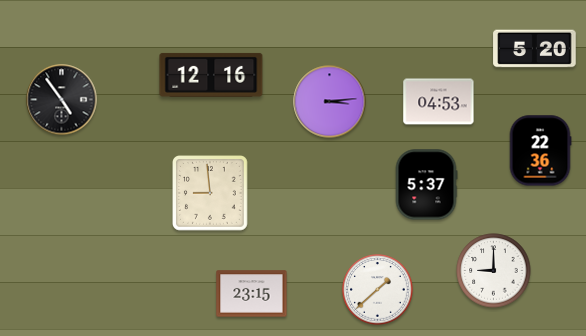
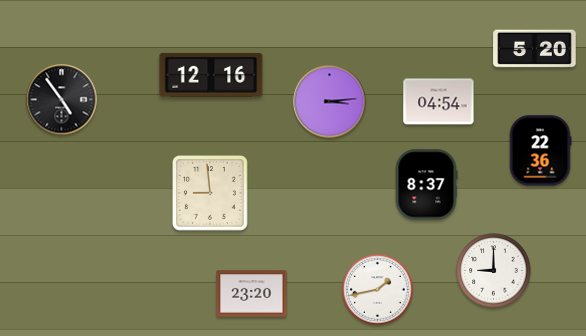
clock at (439, 102): 04:53 -> 04:54
clock at (426, 185): 5:37 -> 8:37
clock at (378, 290): 1:38 -> 1:43
clock at (252, 294): 23:15 -> 23:20
